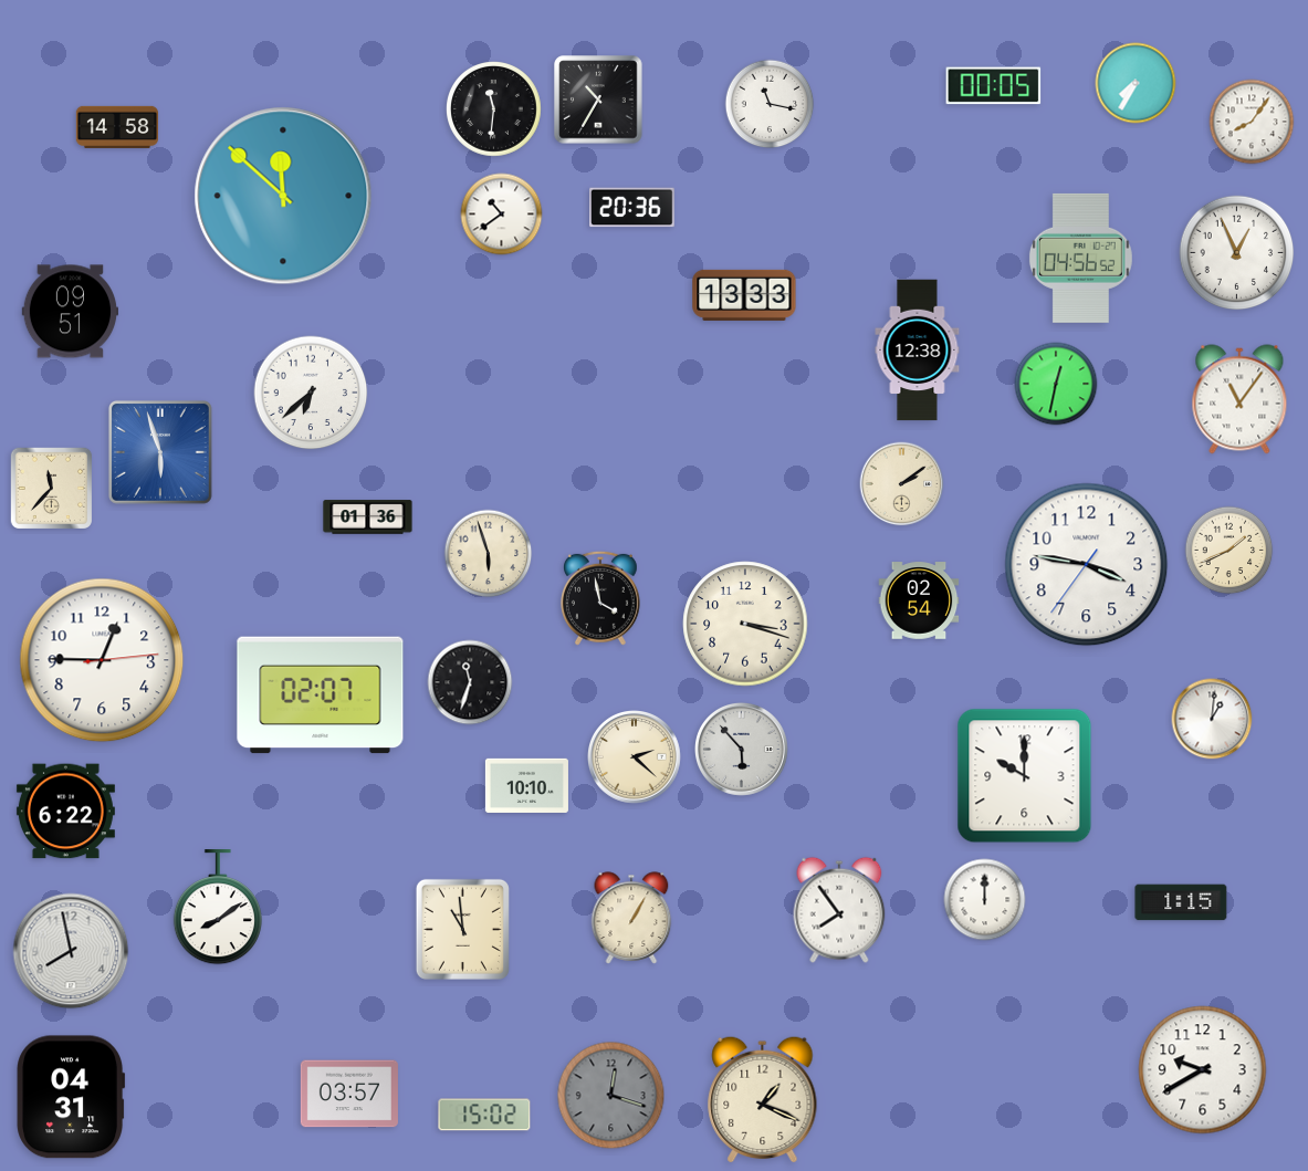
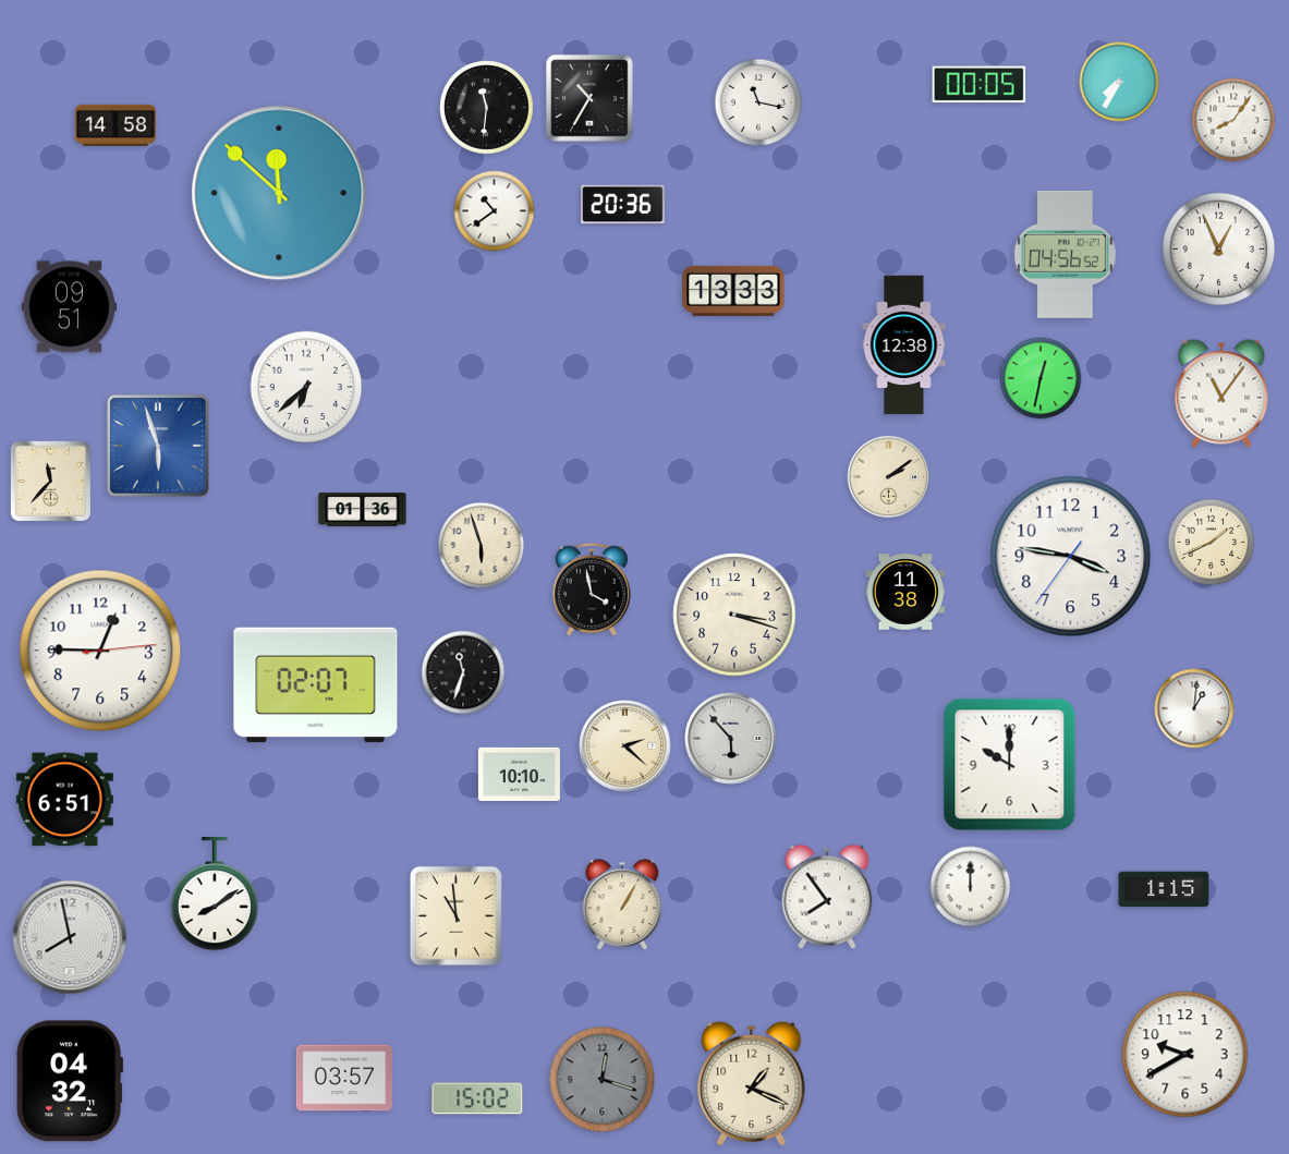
clock at (919, 600): 02:54 -> 11:38
clock at (65, 812): 6:22 -> 6:51
clock at (71, 1097): 04:31 -> 04:32
